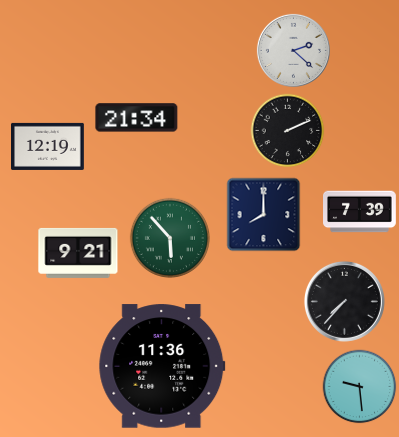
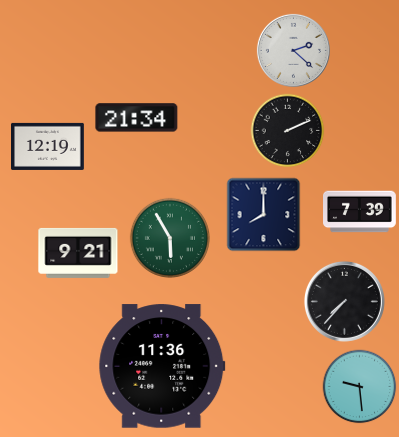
clock at (169, 237): 5:53 -> 5:55
